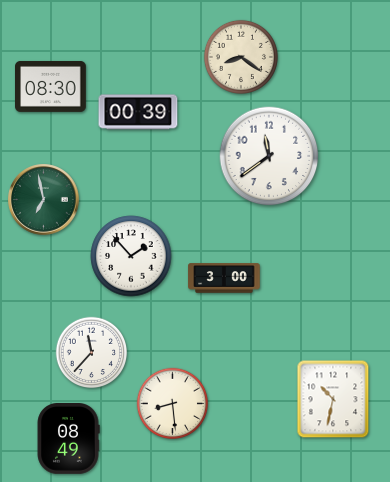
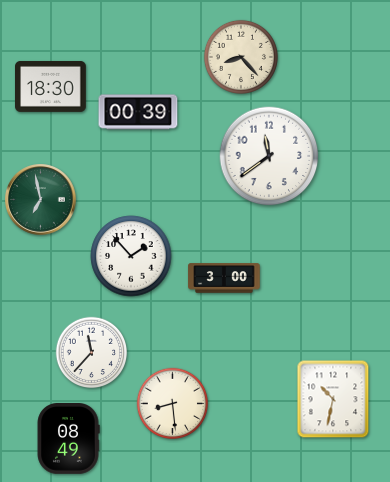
clock at (241, 57): 8:21 -> 8:23
clock at (51, 86): 08:30 -> 18:30
clock at (44, 200) position: (44, 200) -> (41, 200)
